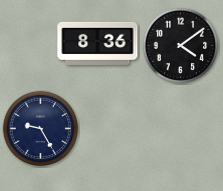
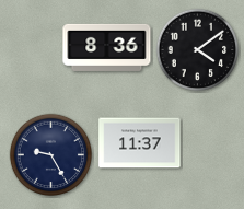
clock at (41, 129) position: (41, 129) -> (51, 155)
clock at (140, 143): none -> 11:37
